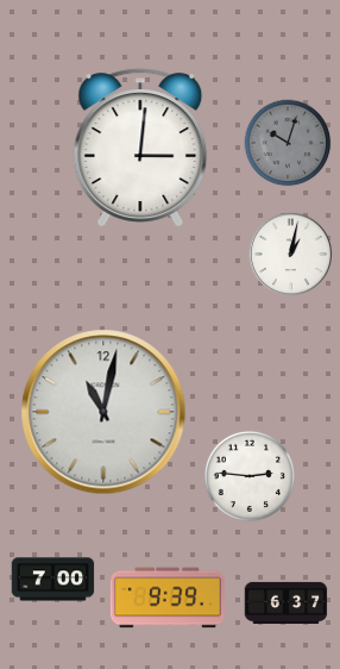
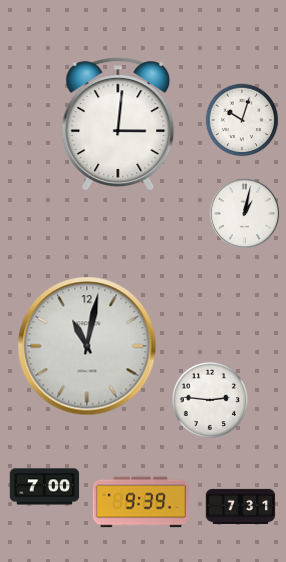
clock at (288, 143) dial: grey -> white
clock at (287, 602): 6:37 -> 7:31
